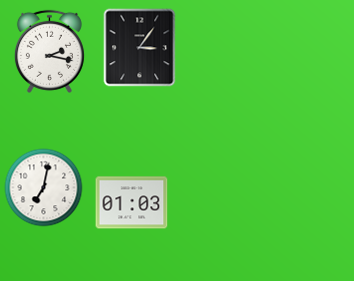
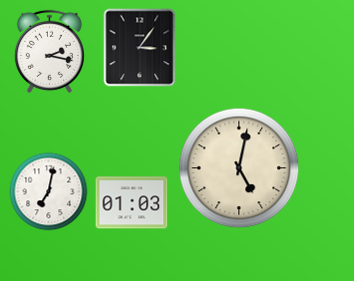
clock at (239, 168): none -> 5:02
clock at (44, 188) position: (44, 188) -> (49, 192)
